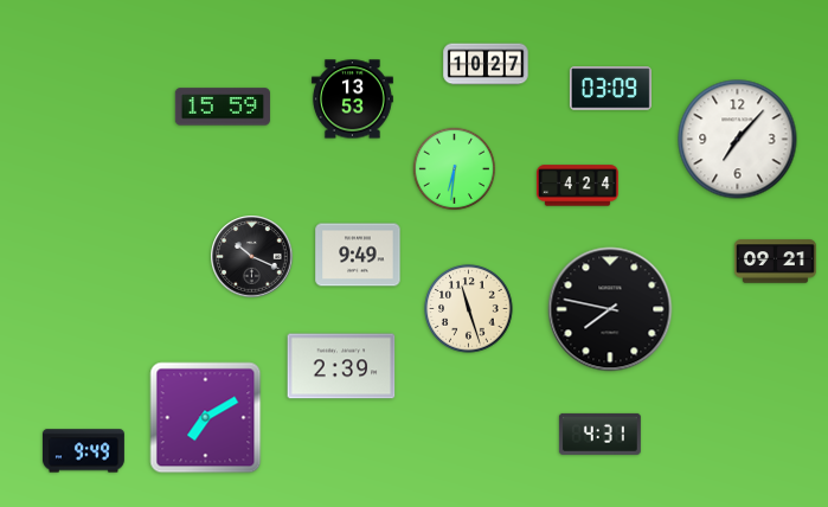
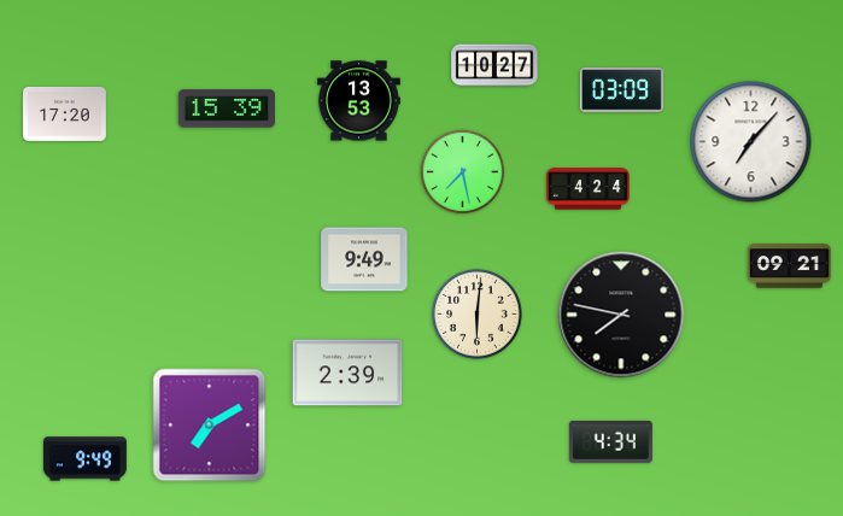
clock at (223, 107): 15:59 -> 15:39
clock at (64, 113): none -> 17:20
clock at (455, 169): 6:31 -> 7:28
clock at (252, 257): 10:19 -> none
clock at (469, 309): 11:27 -> 6:01
clock at (599, 434): 4:31 -> 4:34
